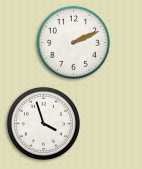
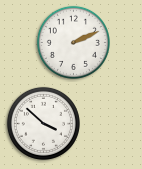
clock at (43, 123): 3:57 -> 3:52
